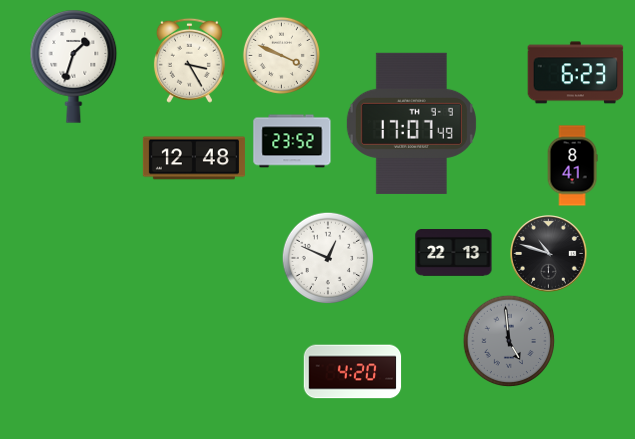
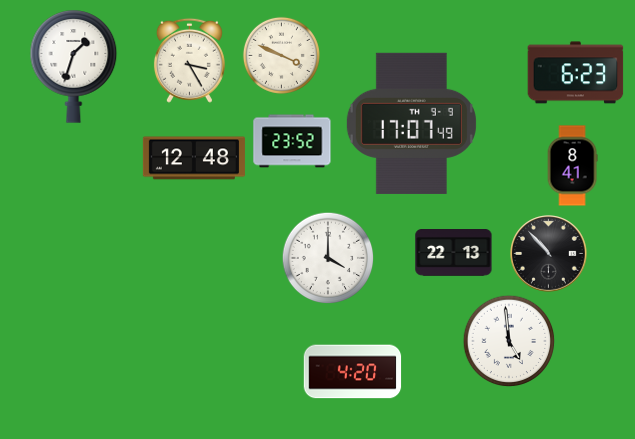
clock at (549, 254): 10:48 -> 10:53
clock at (328, 258): 12:49 -> 4:00
clock at (509, 341) dial: grey -> white
